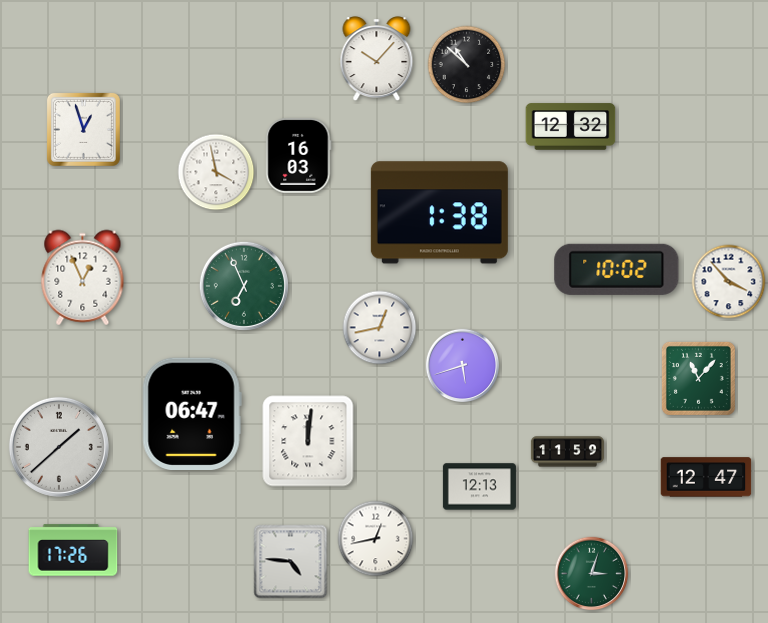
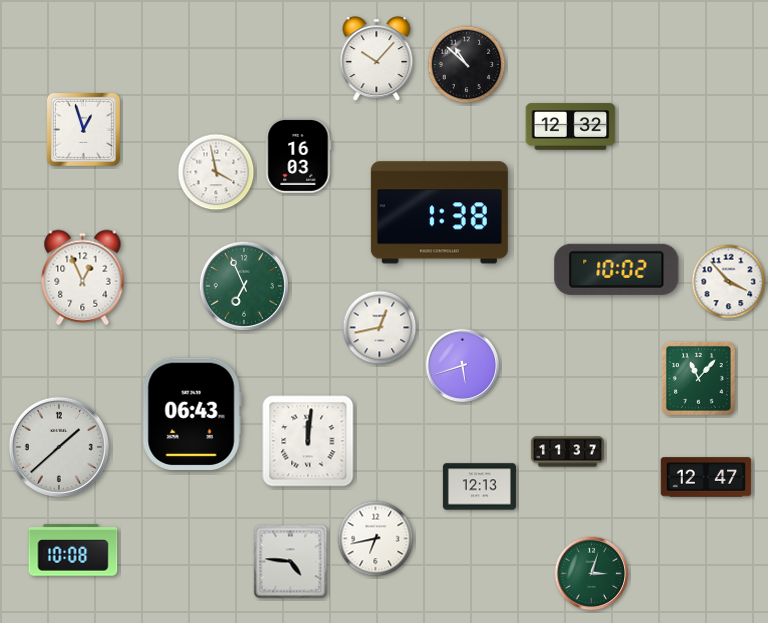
clock at (192, 413): 06:47 -> 06:43
clock at (567, 452): 11:59 -> 11:37
clock at (376, 539): 12:43 -> 6:43
clock at (73, 550): 17:26 -> 10:08
